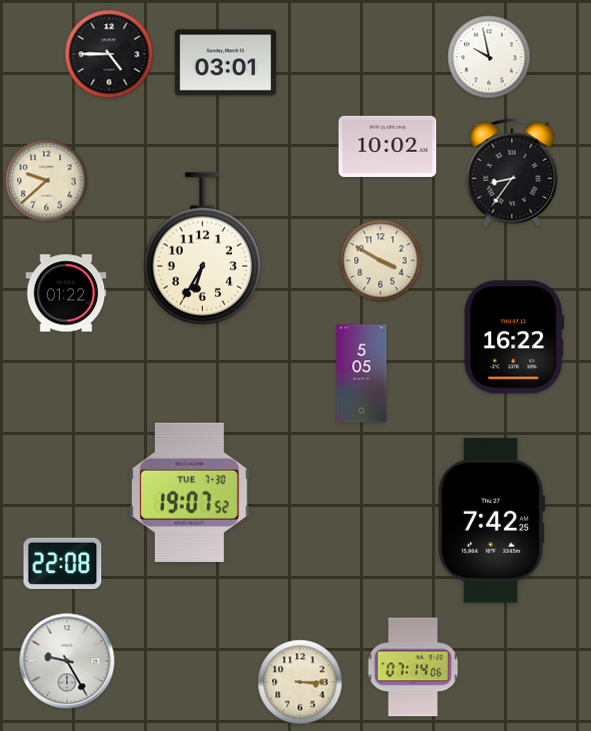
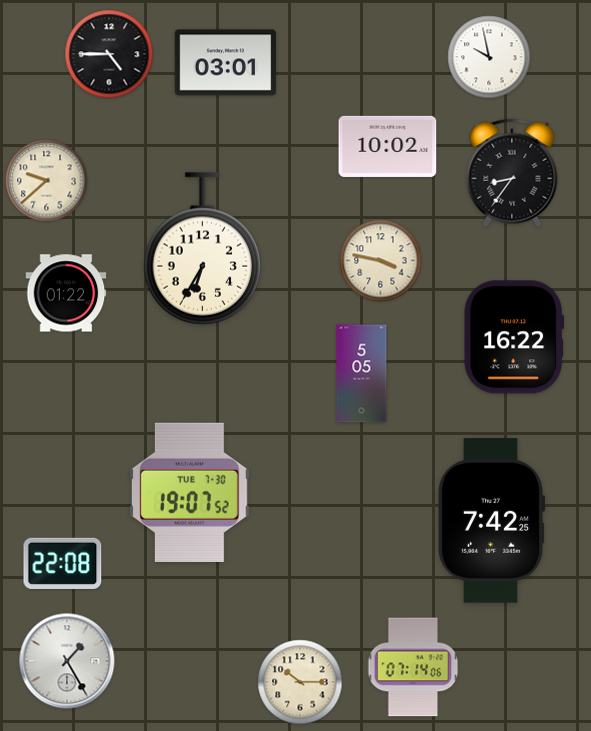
clock at (381, 261): 3:50 -> 3:47
clock at (67, 661): 9:25 -> 1:25
clock at (300, 682): 3:15 -> 10:15
